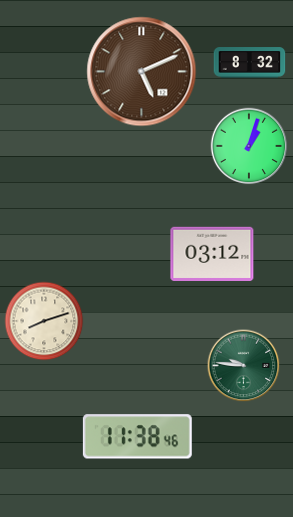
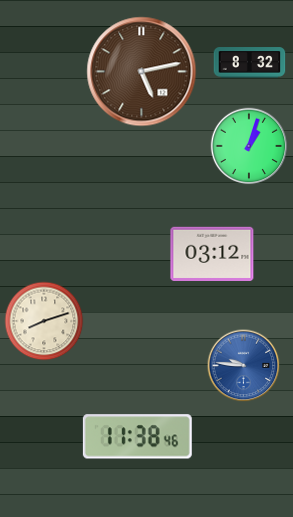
clock at (142, 72): 5:11 -> 5:13
clock at (244, 366) dial: green -> blue
